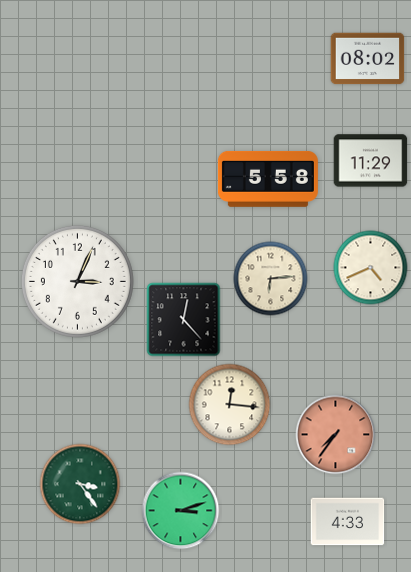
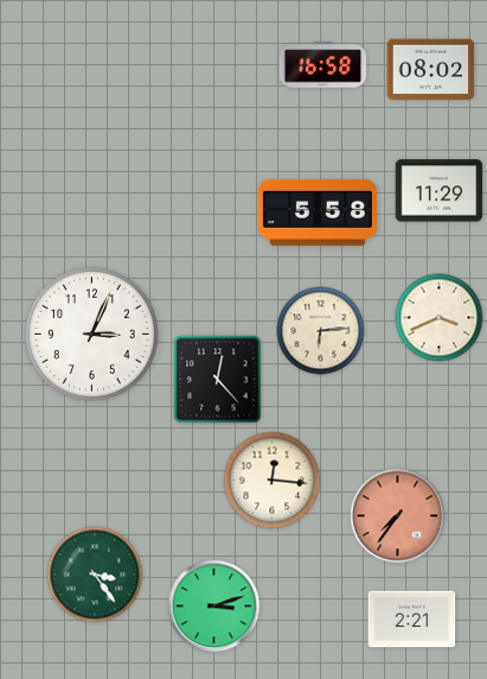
clock at (323, 65): none -> 16:58
clock at (368, 59) position: (368, 59) -> (431, 70)
clock at (371, 268): 4:41 -> 3:41
clock at (348, 522): 4:33 -> 2:21
